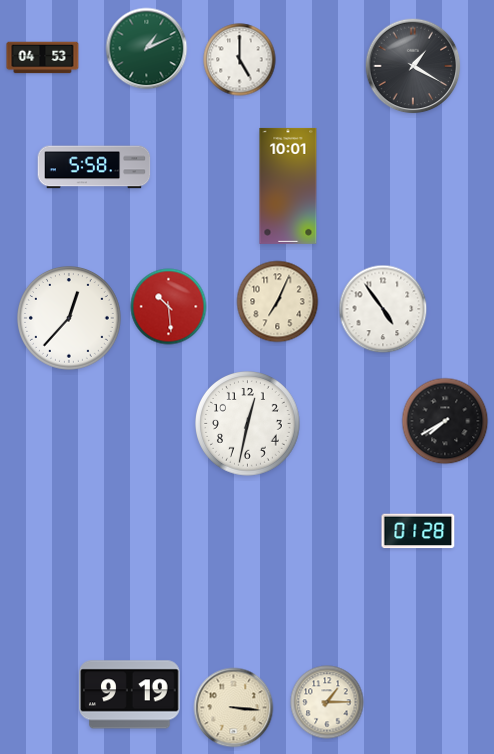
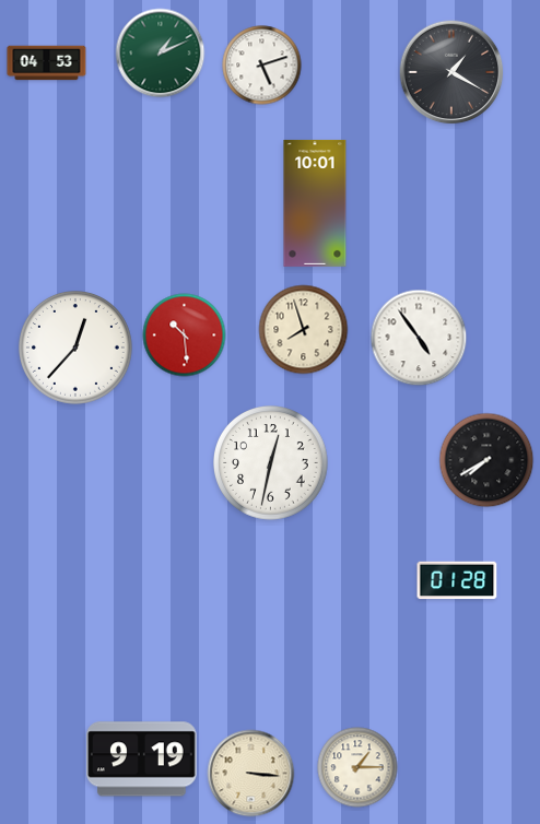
clock at (240, 60): 5:00 -> 5:12
clock at (94, 167): 5:58 -> none
clock at (278, 302): 7:04 -> 7:57
clock at (234, 708) position: (234, 708) -> (251, 774)
